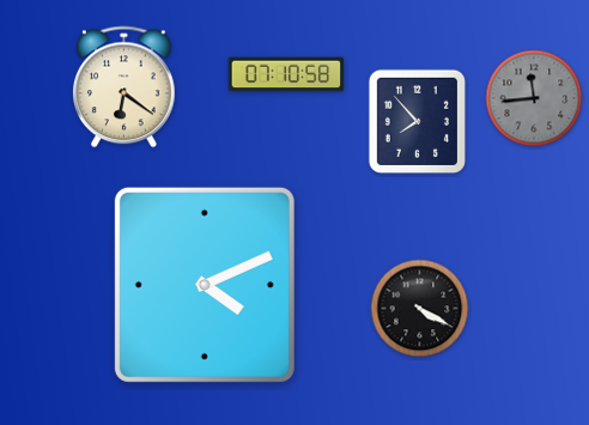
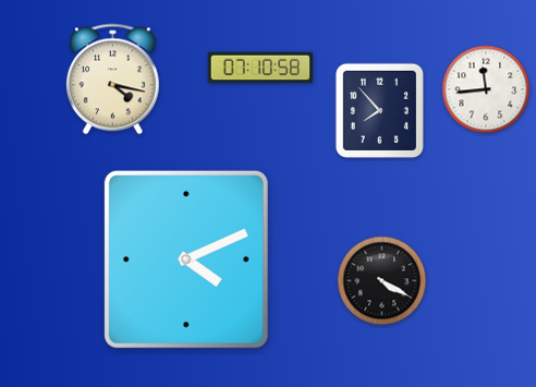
clock at (125, 87): 6:21 -> 4:17
clock at (534, 98) dial: grey -> white
